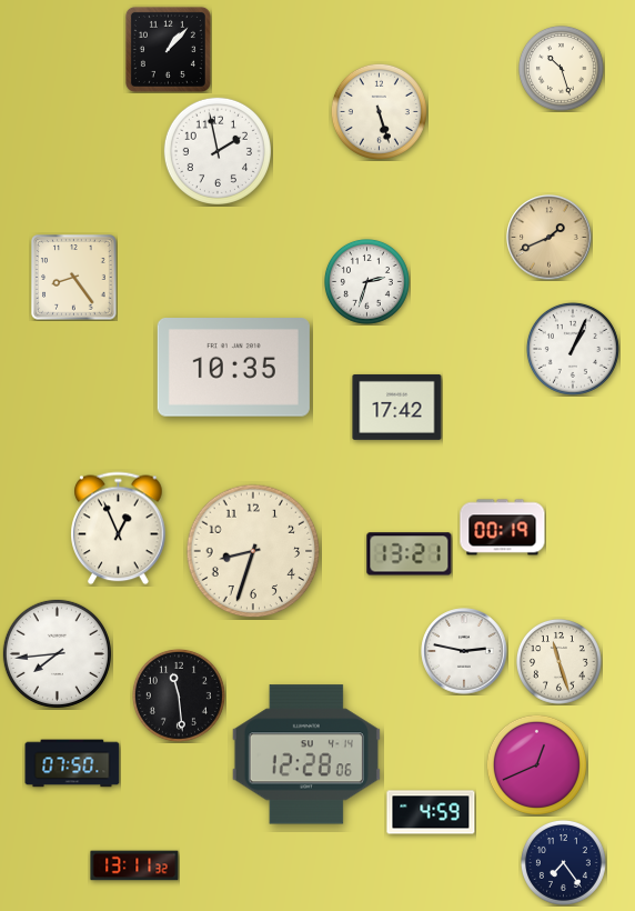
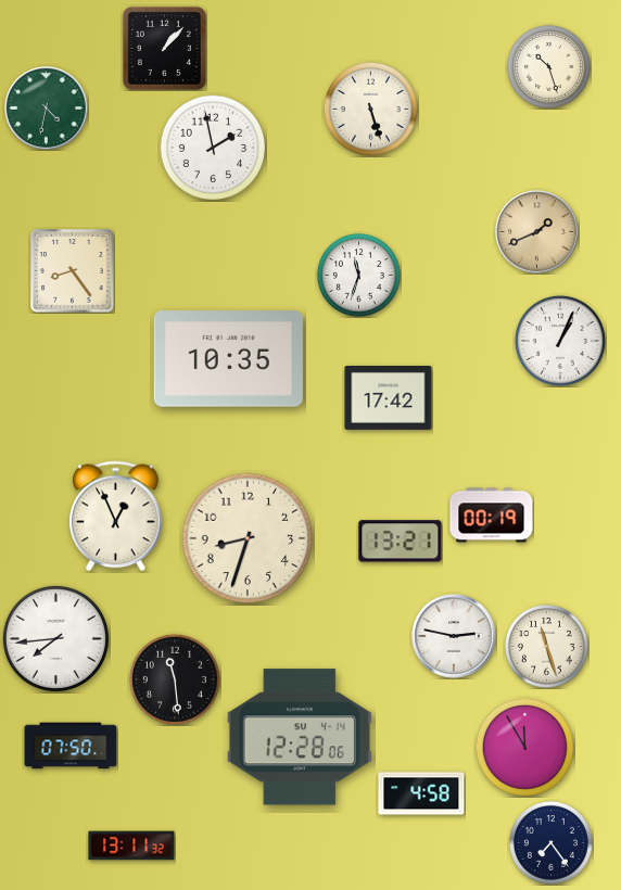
clock at (47, 109): none -> 4:32
clock at (366, 281): 2:33 -> 11:33
clock at (536, 764): 12:41 -> 11:55
clock at (431, 812): 4:59 -> 4:58
